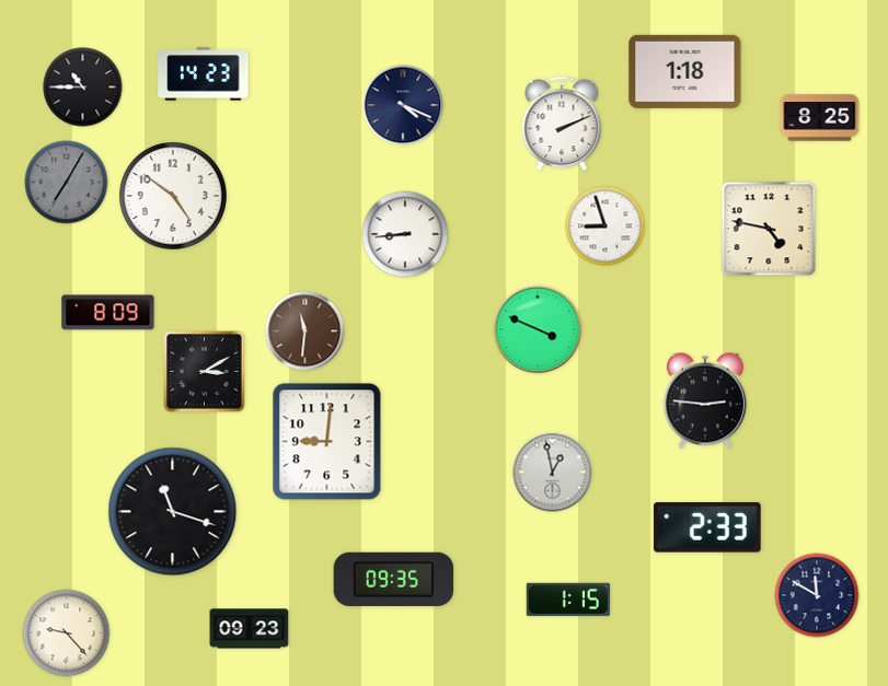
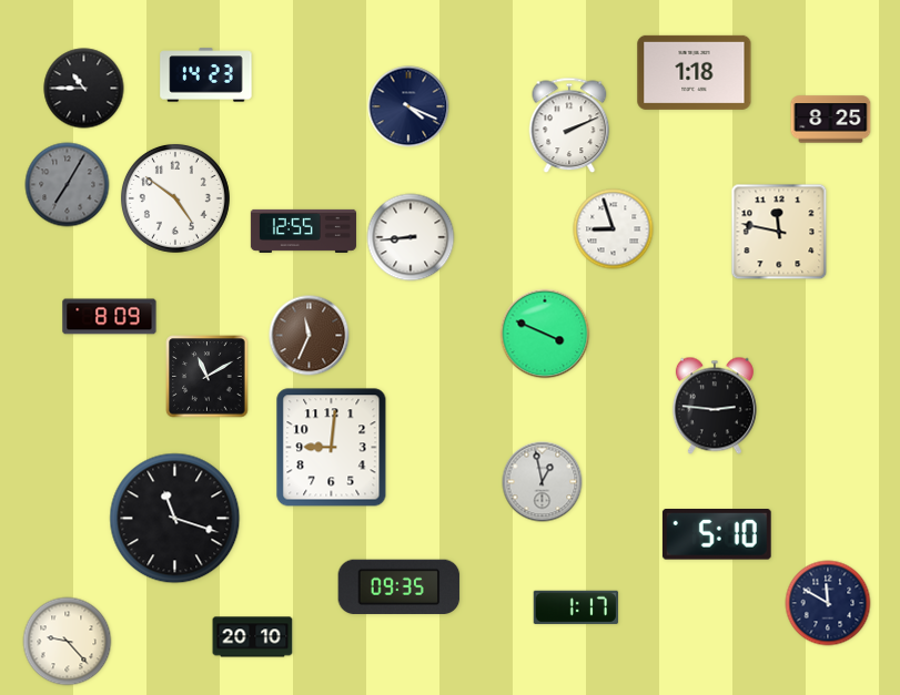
clock at (303, 231): none -> 12:55
clock at (769, 229): 4:47 -> 11:47
clock at (305, 332): 11:31 -> 11:34
clock at (205, 372): 3:10 -> 11:10
clock at (553, 473) position: (553, 473) -> (543, 482)
clock at (707, 528): 2:33 -> 5:10
clock at (568, 600): 1:15 -> 1:17
clock at (250, 629): 09:23 -> 20:10
